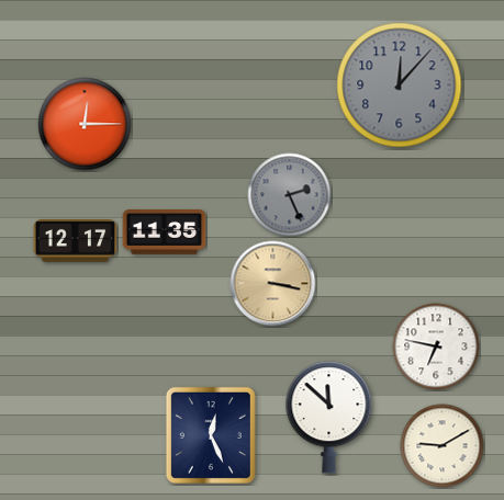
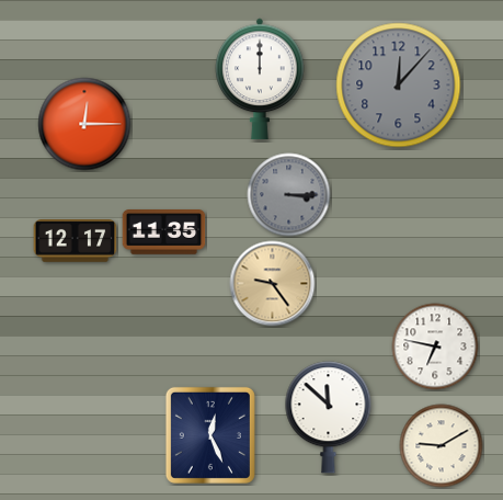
clock at (260, 79): none -> 12:00
clock at (290, 195): 2:26 -> 3:15
clock at (273, 284): 3:17 -> 9:24
